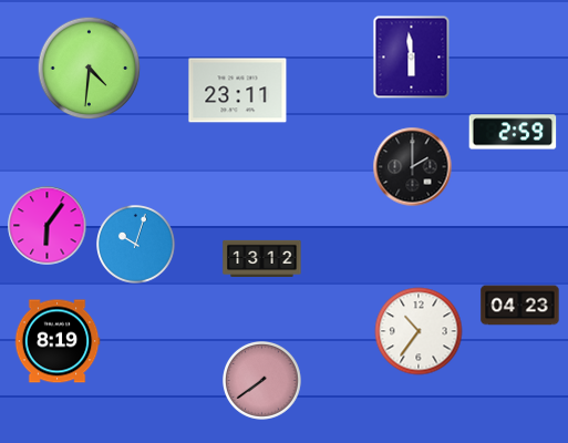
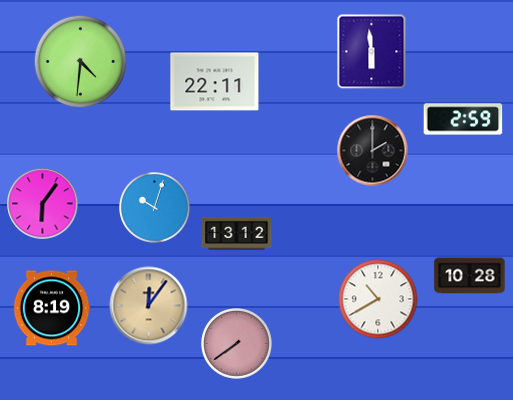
clock at (238, 91): 23:11 -> 22:11
clock at (136, 245) position: (136, 245) -> (155, 208)
clock at (520, 306): 04:23 -> 10:28
clock at (419, 331): 10:36 -> 10:40
clock at (149, 306): none -> 12:06
